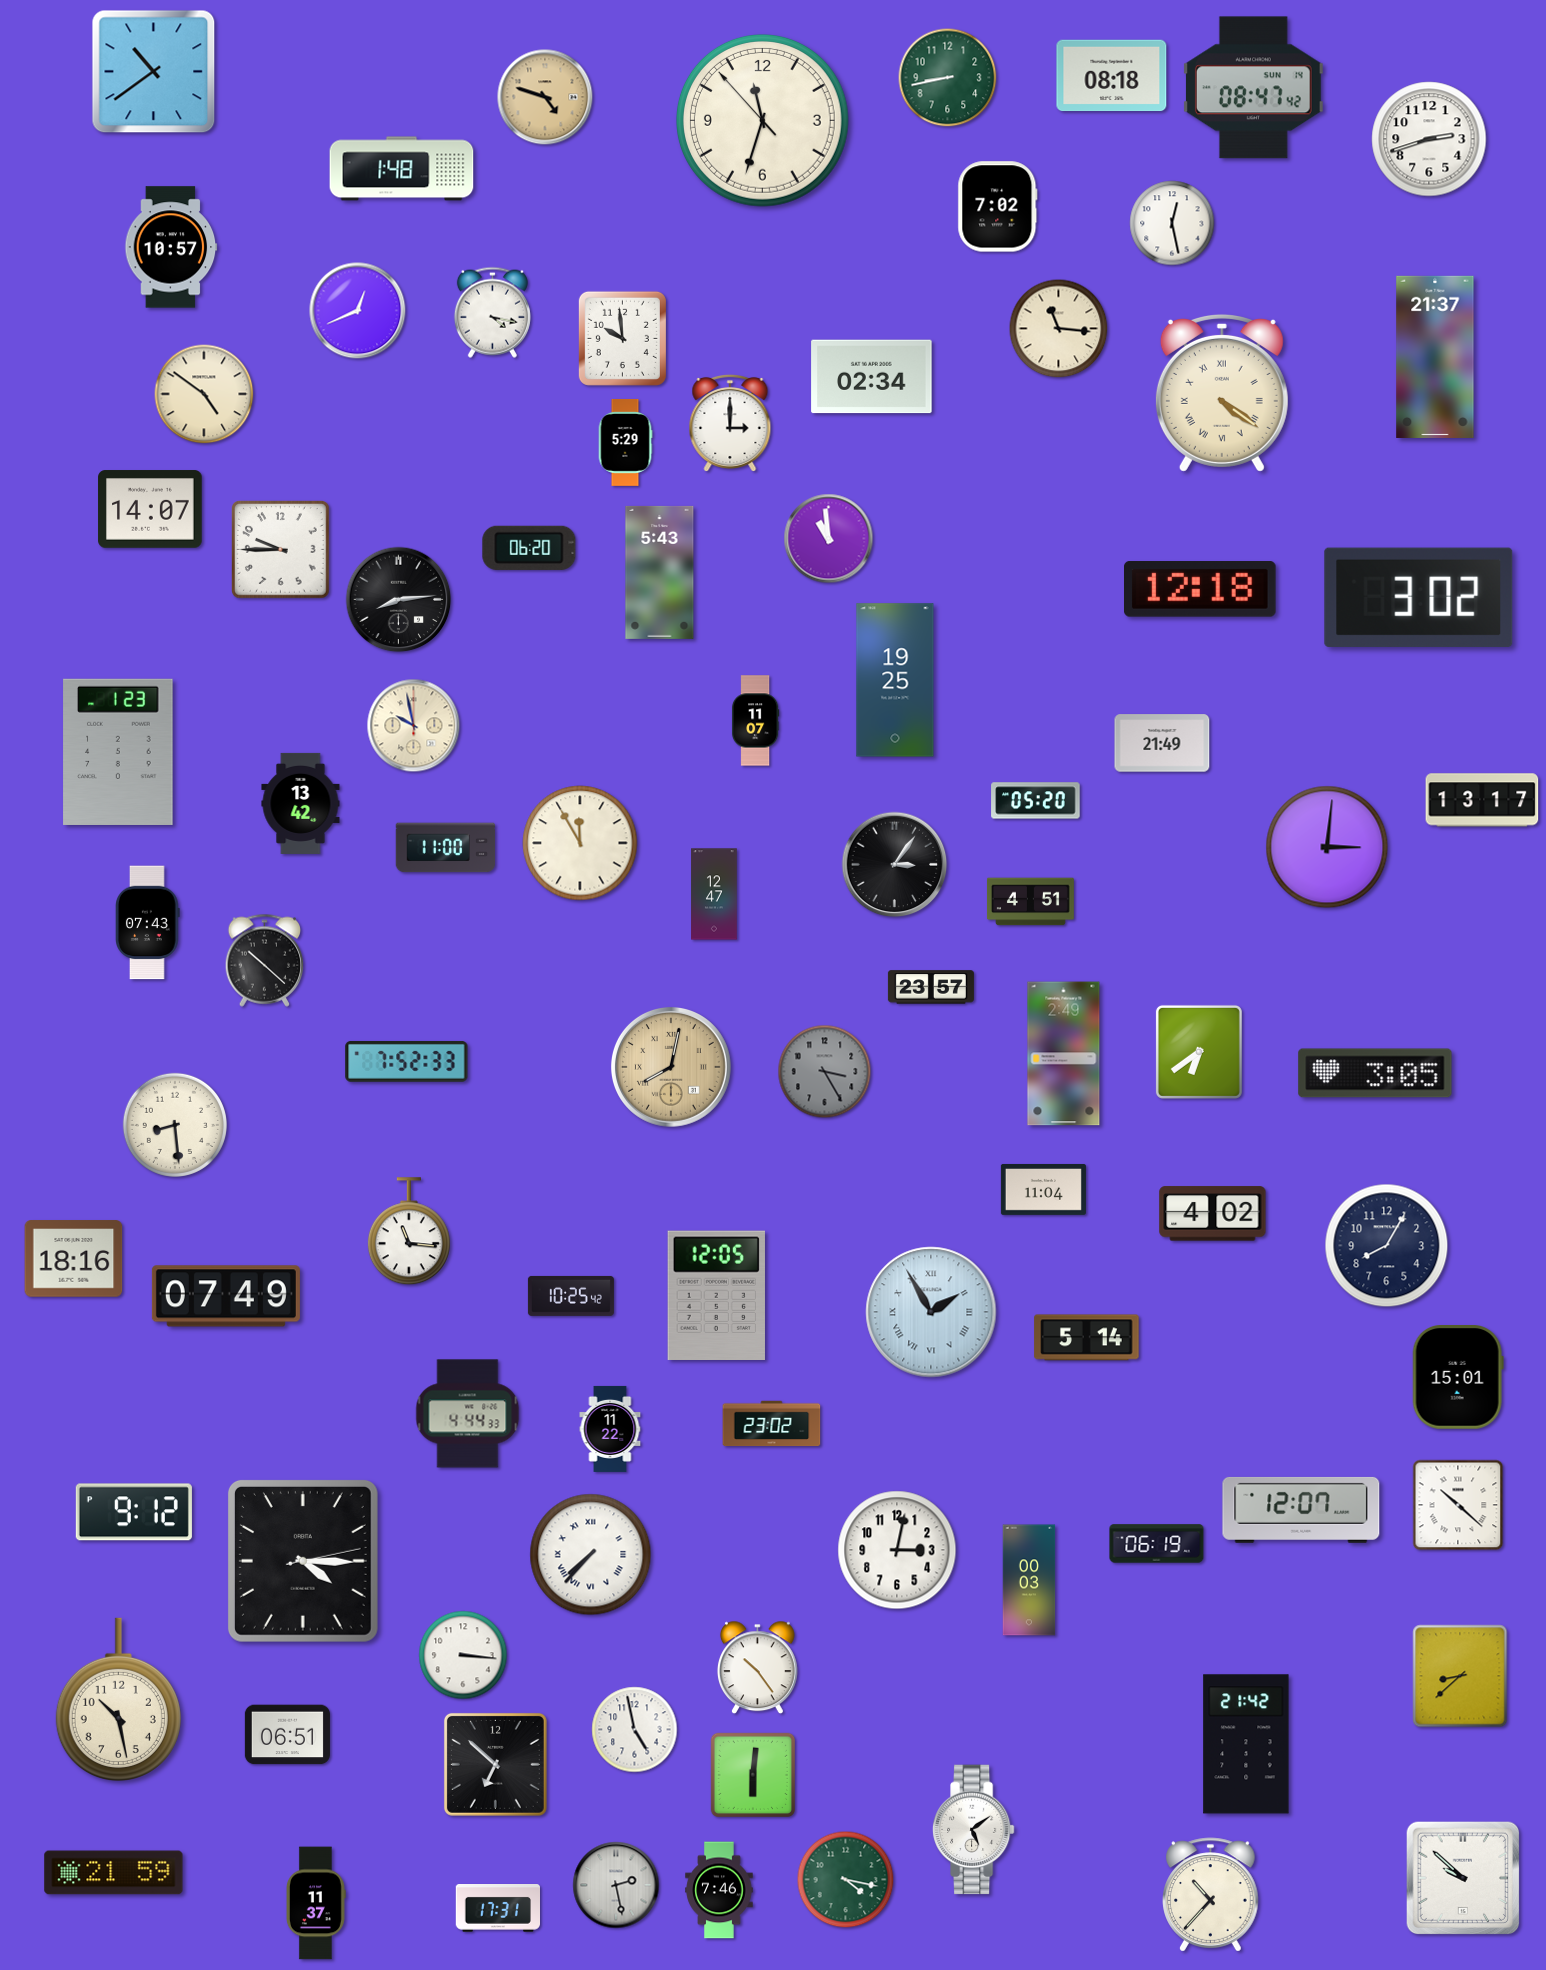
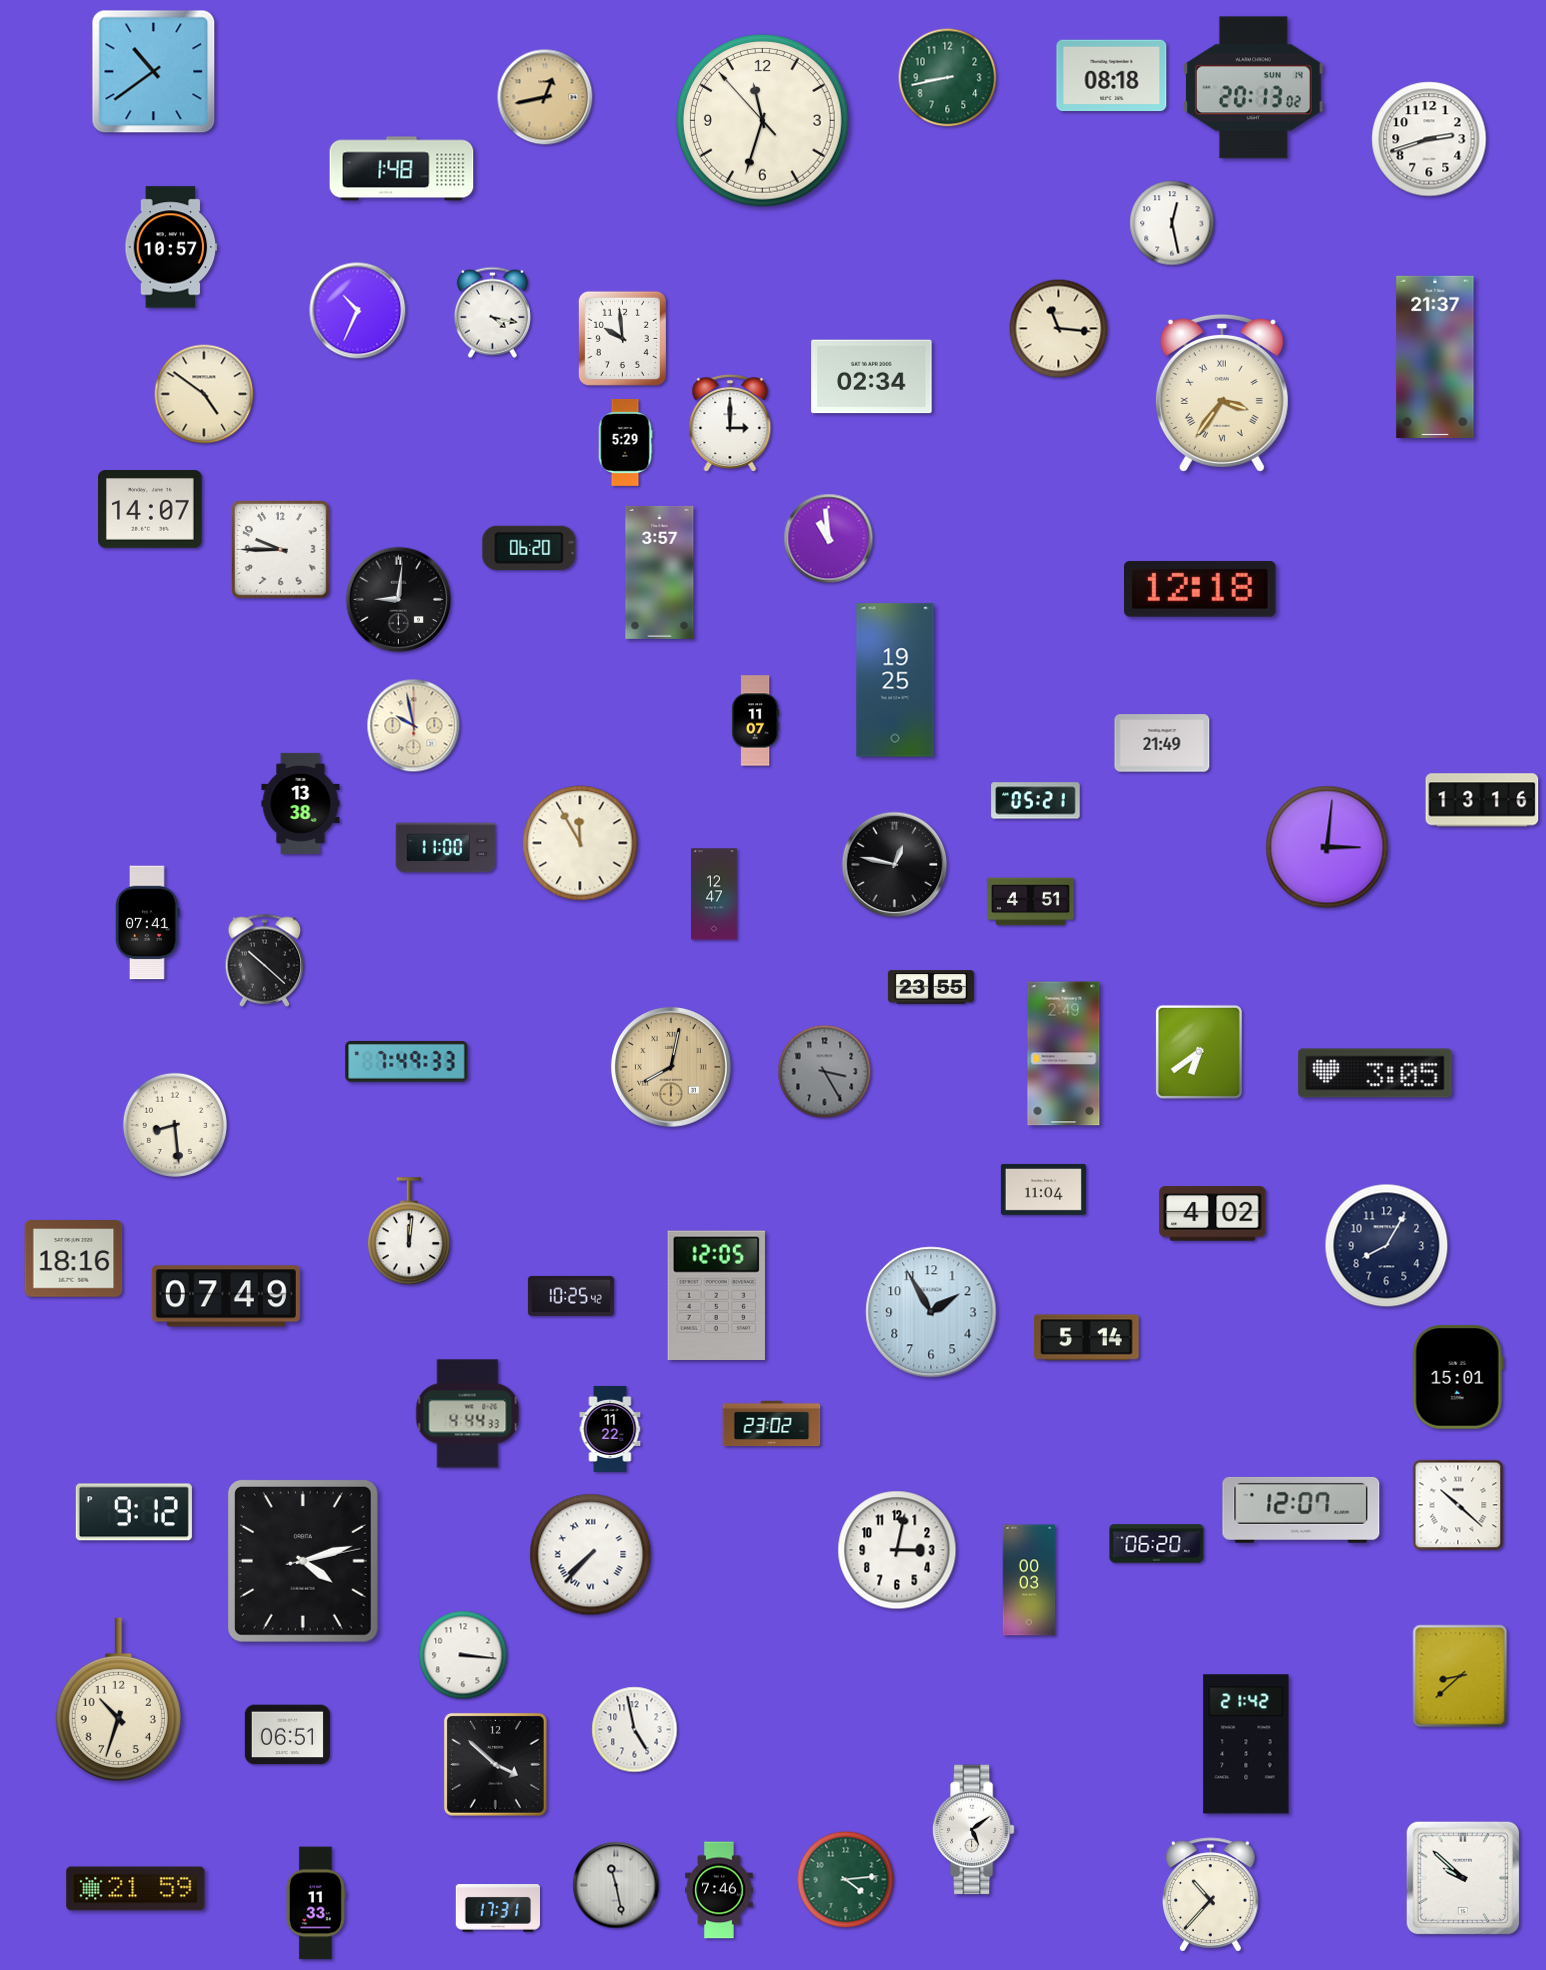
clock at (1253, 88): 08:47 -> 20:13
clock at (545, 97): 4:48 -> 12:43
clock at (998, 207): 7:02 -> none
clock at (358, 311): 12:41 -> 10:34
clock at (1222, 393): 4:21 -> 3:36
clock at (660, 572): 5:43 -> 3:57
clock at (1419, 597): 3:02 -> none
clock at (399, 600): 8:14 -> 9:01
clock at (118, 752): 1:23 -> none
clock at (1482, 800): 13:17 -> 13:16
clock at (1036, 801): 05:20 -> 05:21
clock at (301, 803): 13:42 -> 13:38
clock at (895, 865): 3:06 -> 12:47
clock at (148, 923): 07:43 -> 07:41
clock at (931, 987): 23:57 -> 23:55
clock at (407, 1061): 7:52 -> 7:49
clock at (409, 1232): 11:16 -> 12:01
clock at (931, 1312) numerals: Roman -> Arabic
clock at (1157, 1544): 06:19 -> 06:20
clock at (303, 1561): 4:15 -> 4:12
clock at (757, 1668): 10:24 -> none
clock at (118, 1700): 10:28 -> 10:33
clock at (495, 1764): 6:52 -> 3:52
clock at (752, 1774): 6:01 -> none
clock at (114, 1873) position: (114, 1873) -> (136, 1889)
clock at (846, 1880): 4:17 -> 4:14
clock at (616, 1885): 2:28 -> 11:28
clock at (316, 1903): 11:37 -> 11:33
